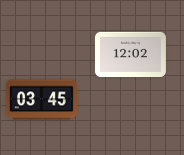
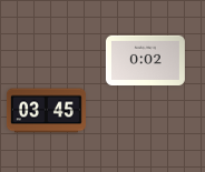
clock at (130, 54): 12:02 -> 0:02
